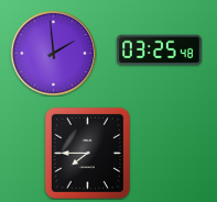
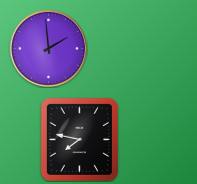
clock at (160, 50): 03:25 -> none
clock at (87, 153): 7:45 -> 7:47
